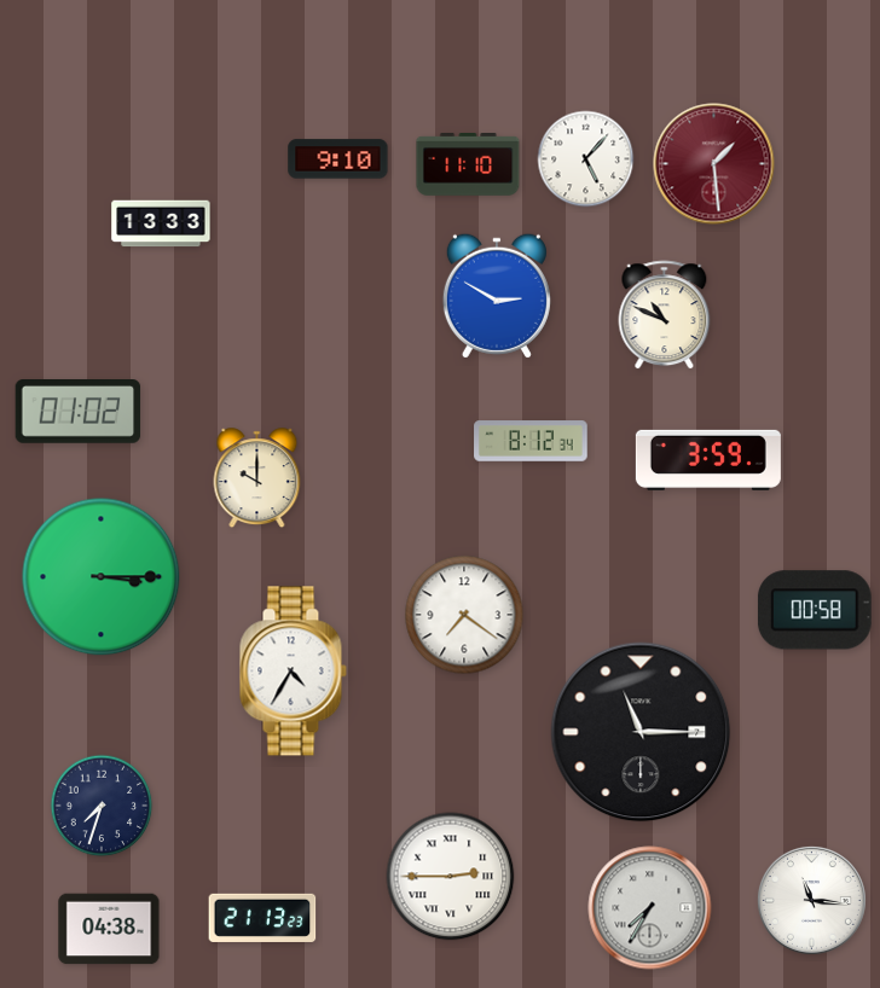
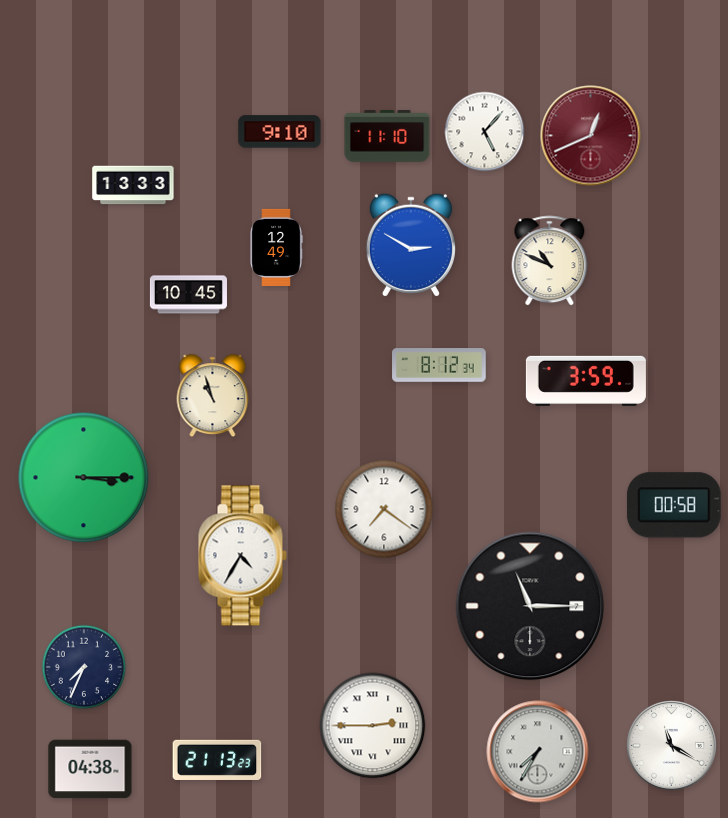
clock at (714, 164): 1:29 -> 12:41
clock at (276, 247): none -> 12:49
clock at (188, 295): none -> 10:45
clock at (79, 412): 01:02 -> none
clock at (257, 478): 10:00 -> 10:57
clock at (102, 806): 7:33 -> 7:34
clock at (811, 900): 11:16 -> 11:20
